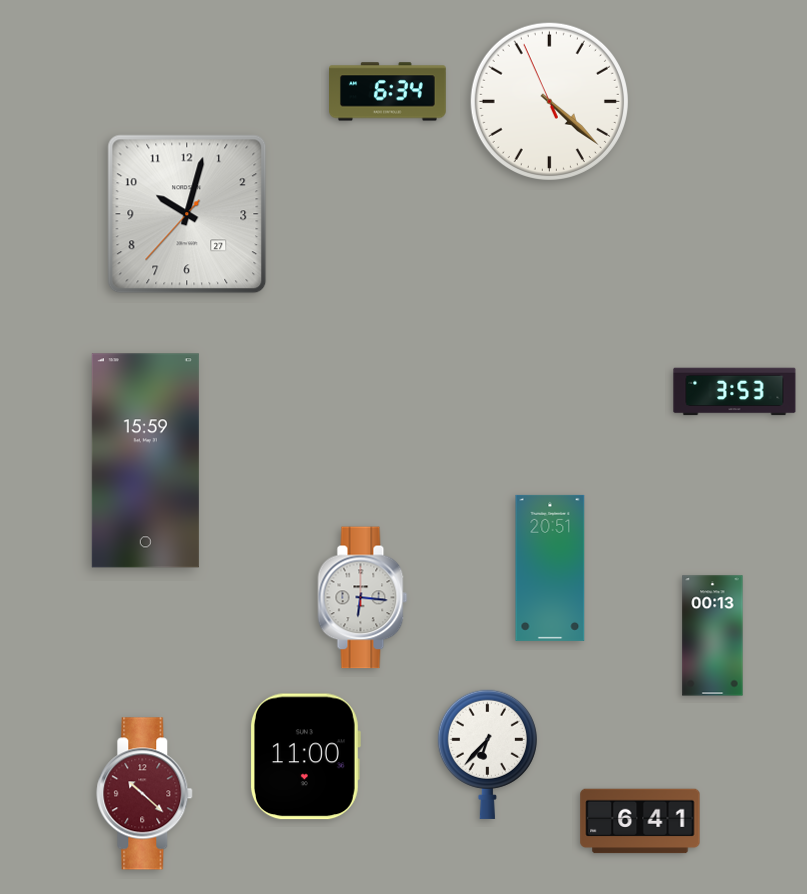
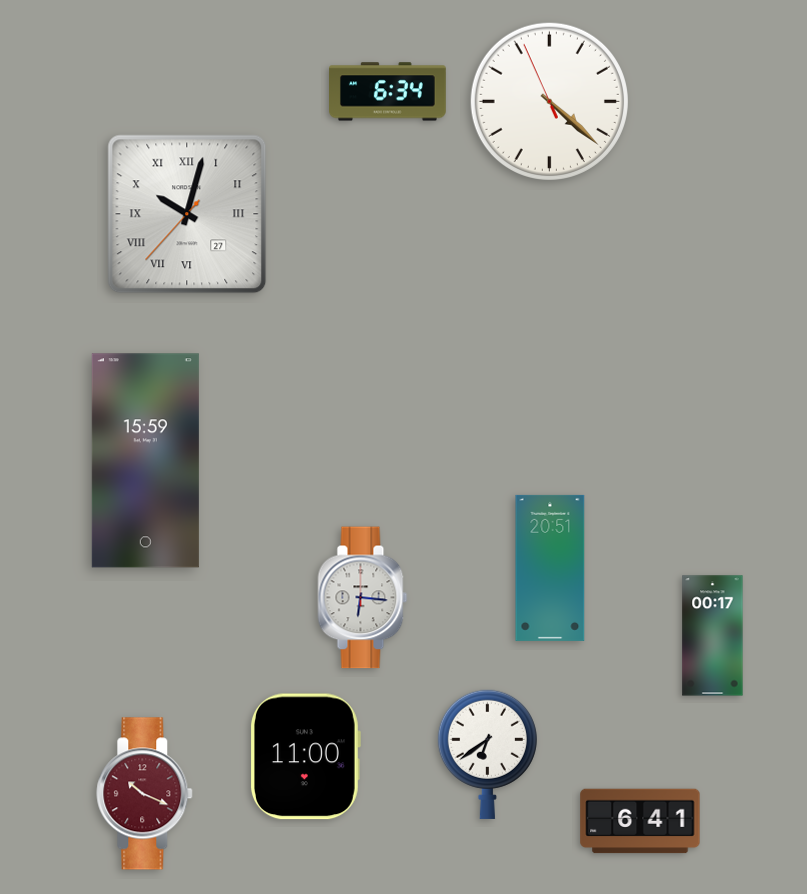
clock at (187, 214) numerals: Arabic -> Roman
clock at (735, 392): 3:53 -> none
clock at (713, 636): 00:13 -> 00:17
clock at (487, 754): 6:37 -> 6:39
clock at (145, 794): 10:22 -> 10:19
